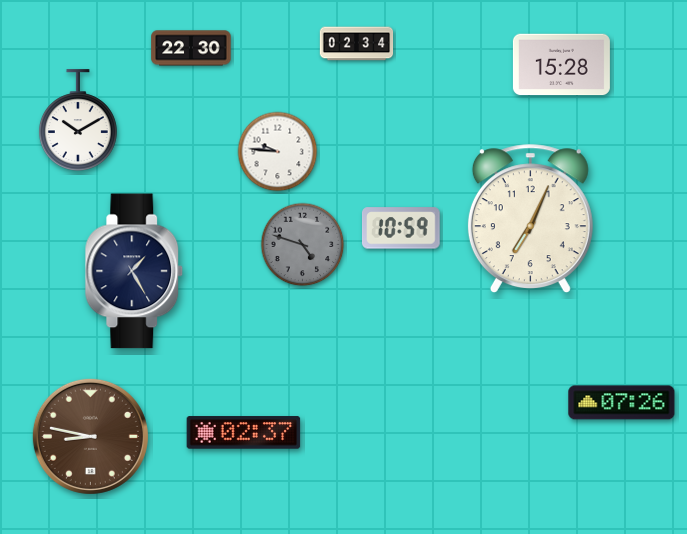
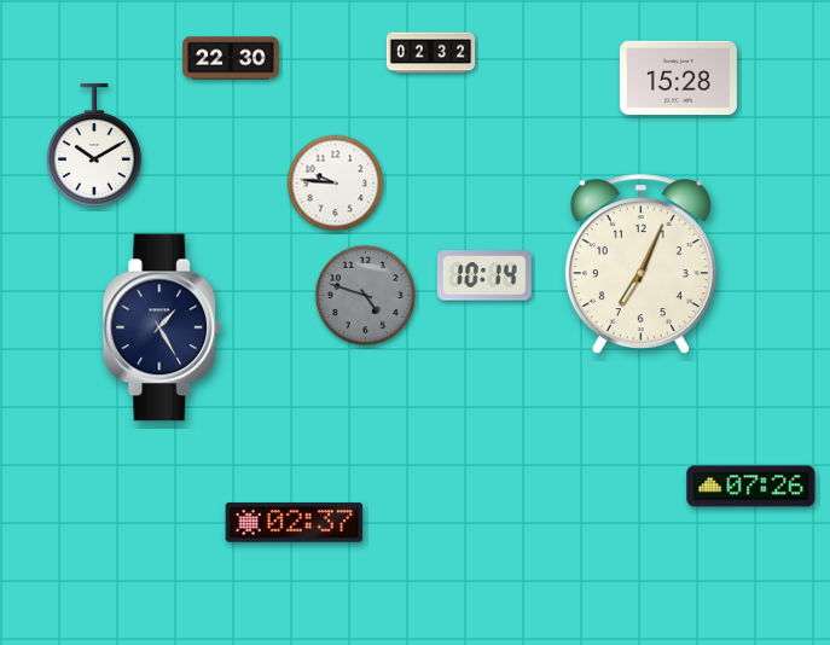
clock at (357, 44): 02:34 -> 02:32
clock at (401, 228): 10:59 -> 10:14
clock at (90, 436): 8:47 -> none
